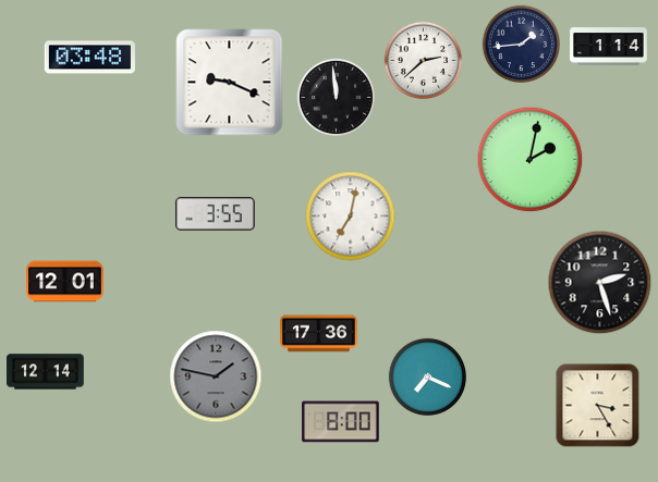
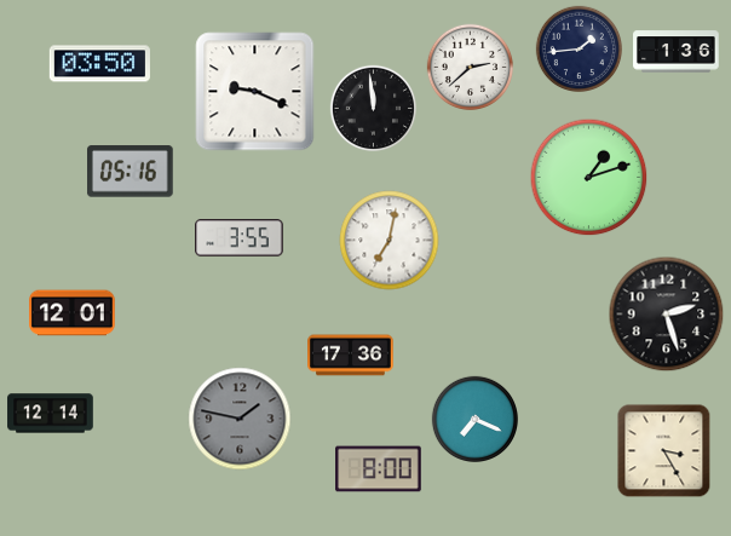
clock at (609, 47): 1:14 -> 1:36
clock at (89, 58): 03:48 -> 03:50
clock at (131, 172): none -> 05:16
clock at (531, 160): 2:02 -> 1:12
clock at (319, 334) position: (319, 334) -> (351, 356)
